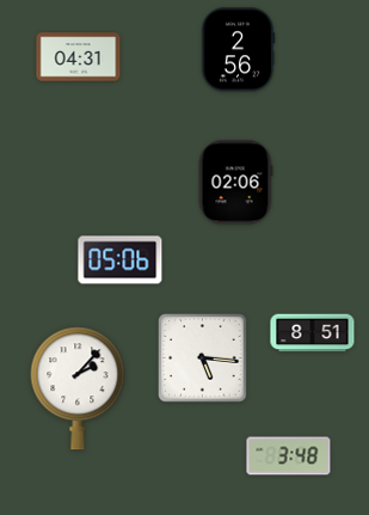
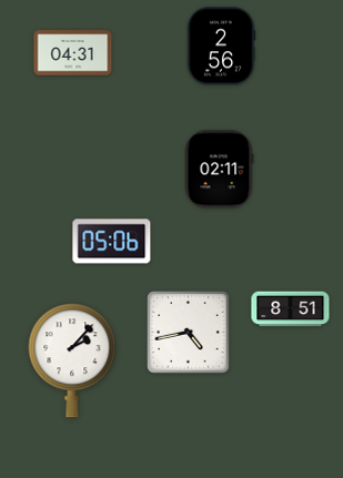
clock at (235, 183): 02:06 -> 02:11
clock at (203, 358): 5:16 -> 4:43
clock at (289, 456): 3:48 -> none
